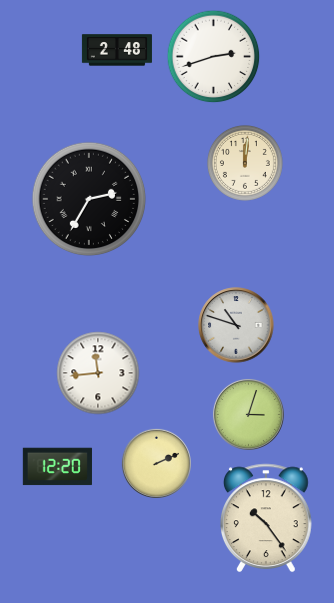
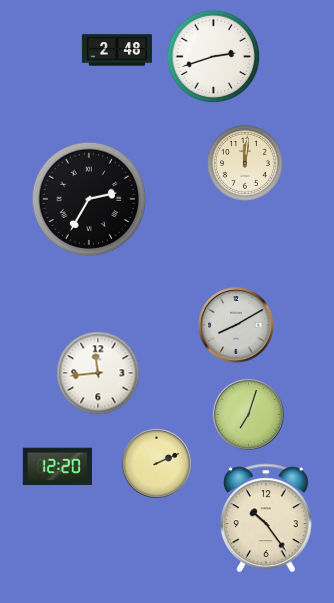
clock at (236, 325): 10:48 -> 8:10
clock at (248, 414): 3:03 -> 7:03
